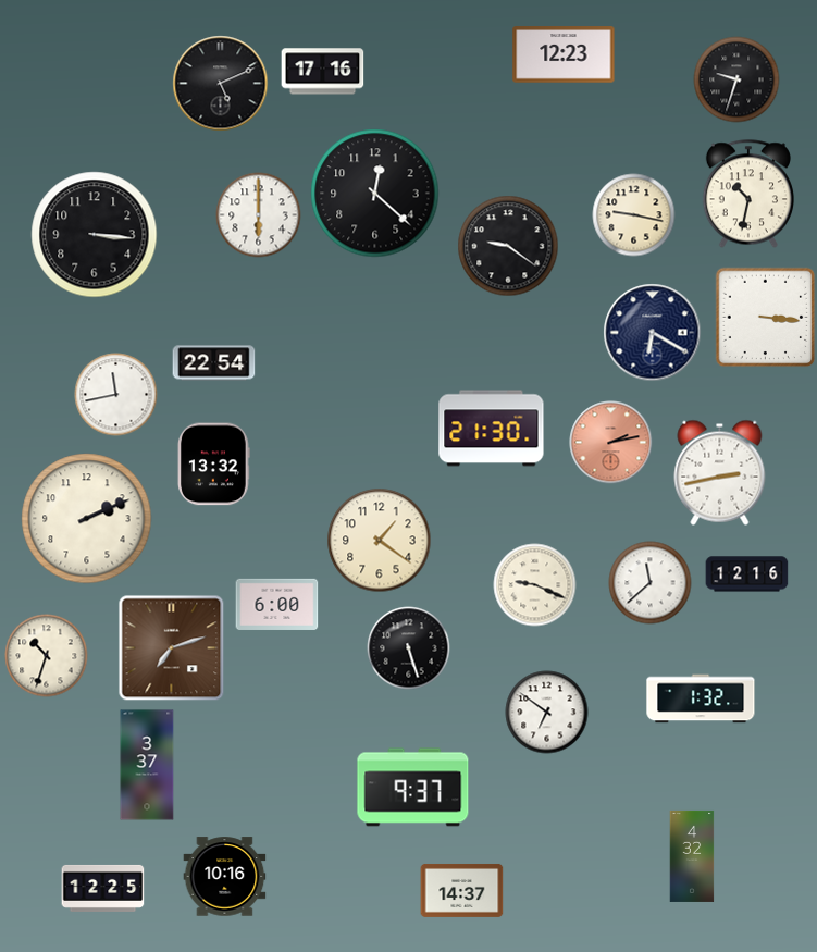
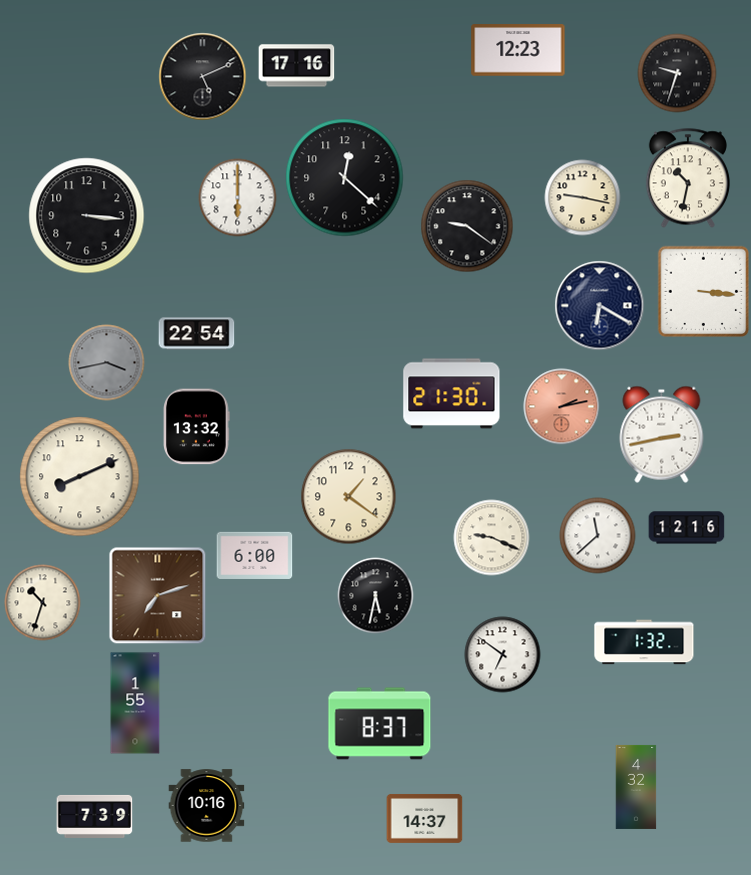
clock at (116, 395): 11:43 -> 3:43
clock at (116, 395) dial: white -> grey
clock at (87, 519): 2:11 -> 8:11
clock at (409, 648): 5:27 -> 5:32
clock at (147, 765): 3:37 -> 1:55
clock at (413, 788): 9:37 -> 8:37
clock at (103, 888): 12:25 -> 7:39
